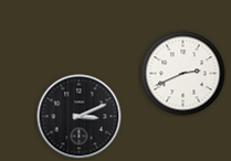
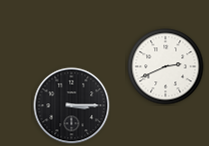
clock at (80, 117): 3:11 -> 3:15
